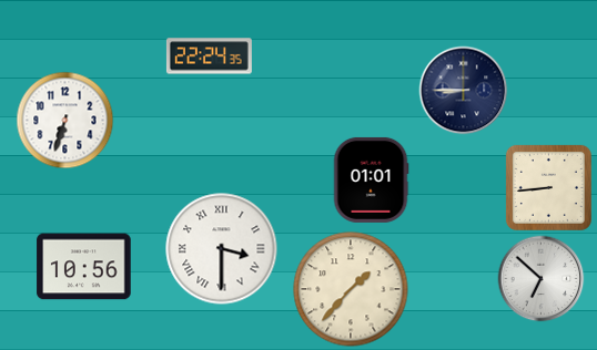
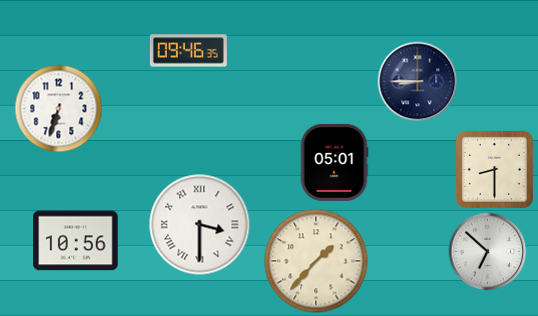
clock at (209, 56): 22:24 -> 09:46
clock at (371, 179): 01:01 -> 05:01
clock at (548, 187): 8:44 -> 8:30
